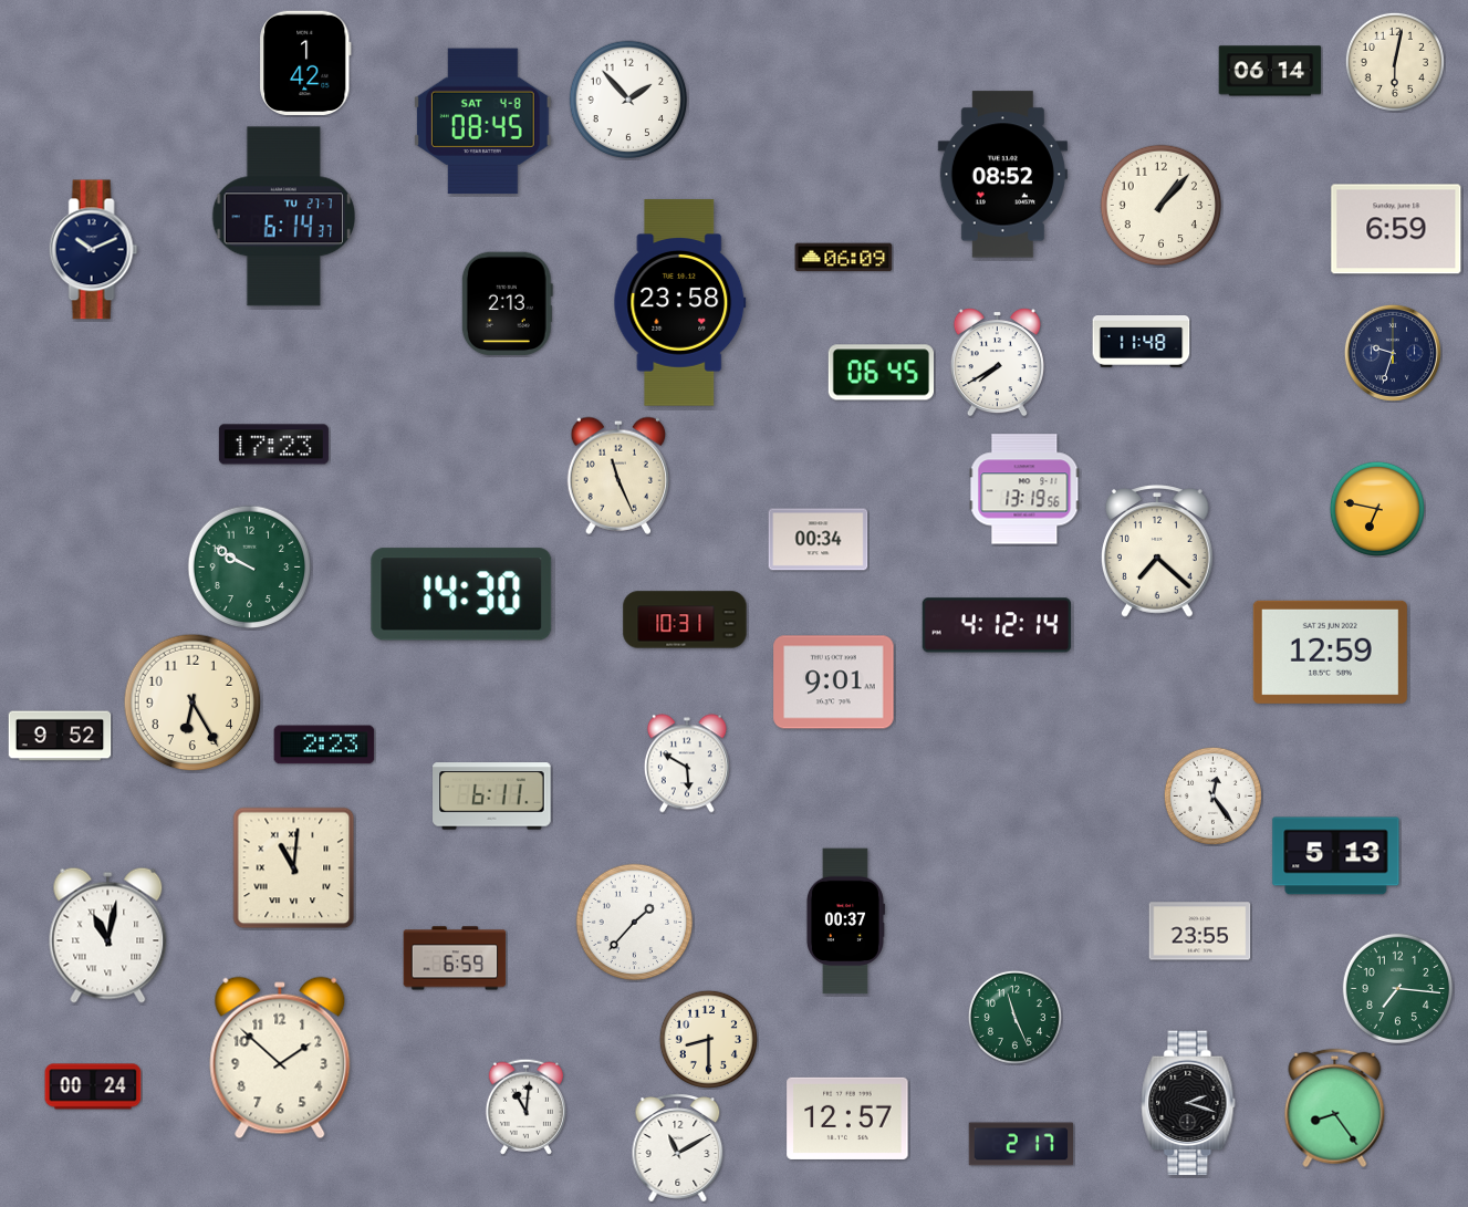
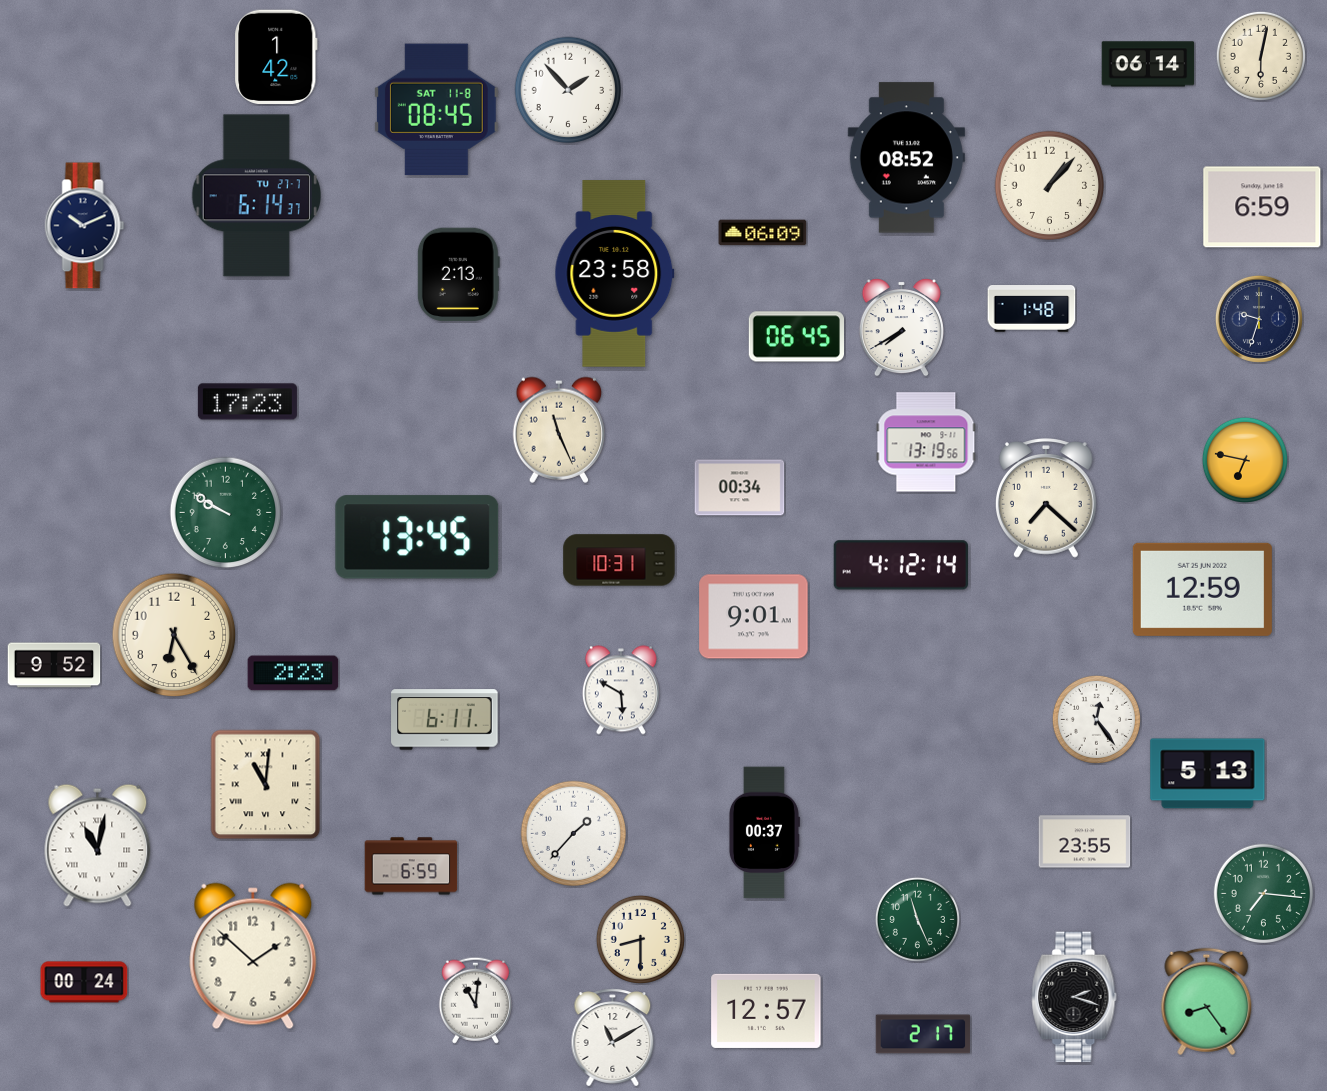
clock at (482, 122) date: SAT 4-8 -> SAT 11-8
clock at (1142, 342): 11:48 -> 1:48
clock at (461, 594): 14:30 -> 13:45
